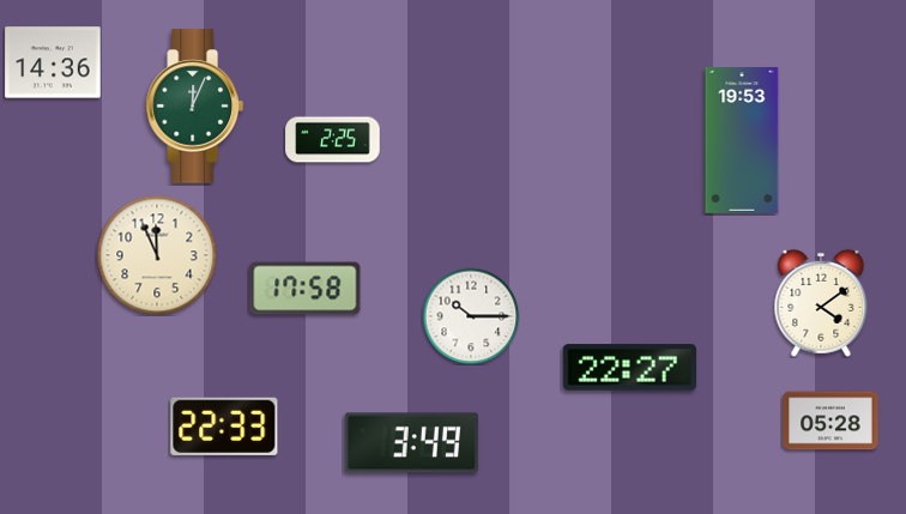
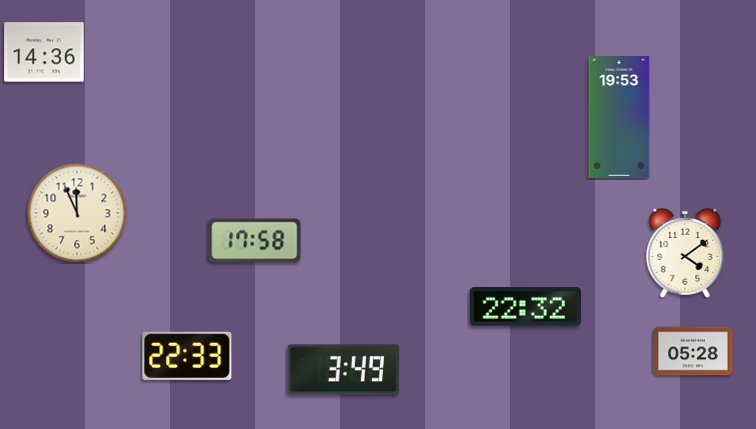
clock at (194, 107): 12:04 -> none
clock at (333, 140): 2:25 -> none
clock at (157, 255) position: (157, 255) -> (77, 213)
clock at (471, 316): 10:15 -> none
clock at (630, 368): 22:27 -> 22:32
